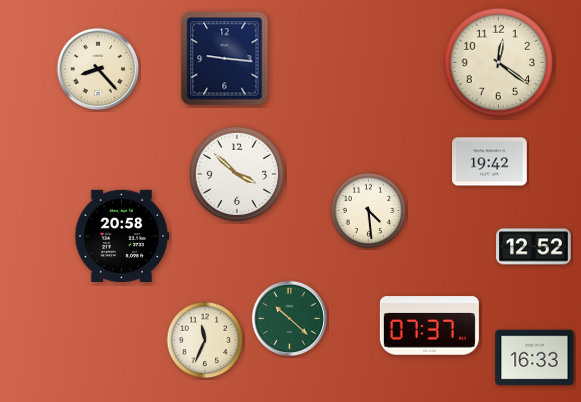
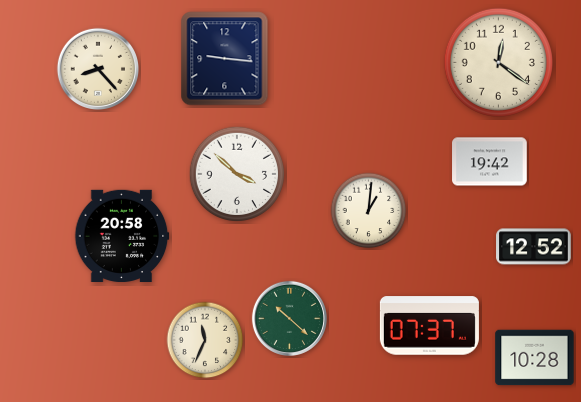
clock at (369, 211): 4:29 -> 1:01
clock at (535, 358): 16:33 -> 10:28
